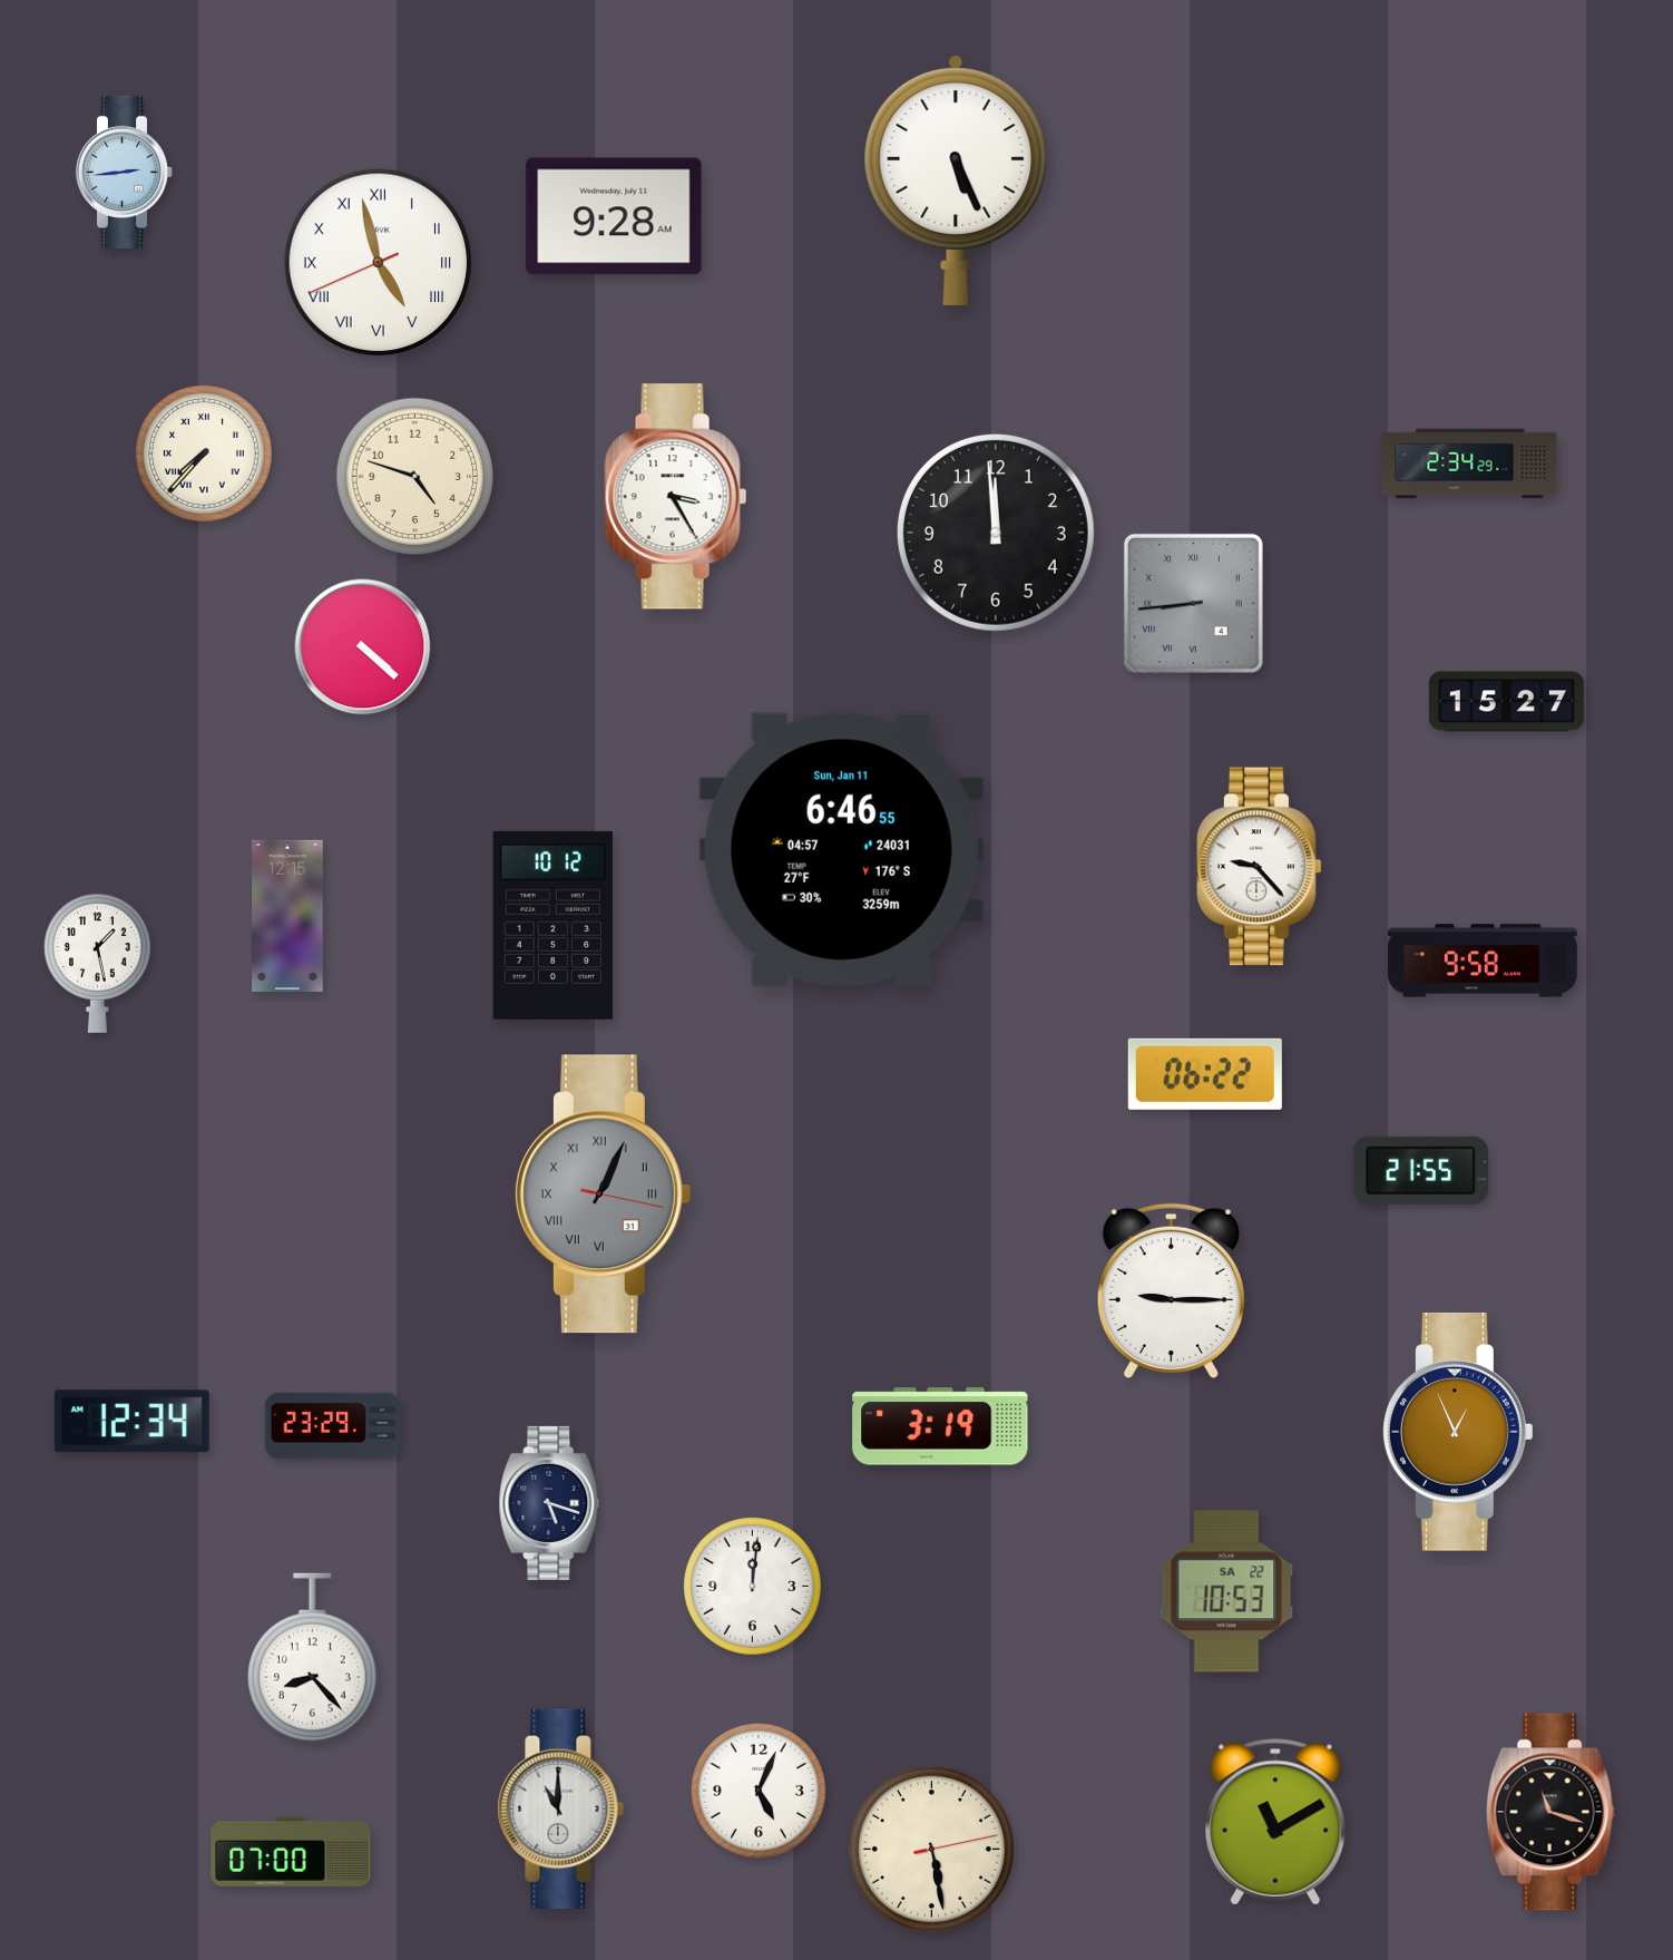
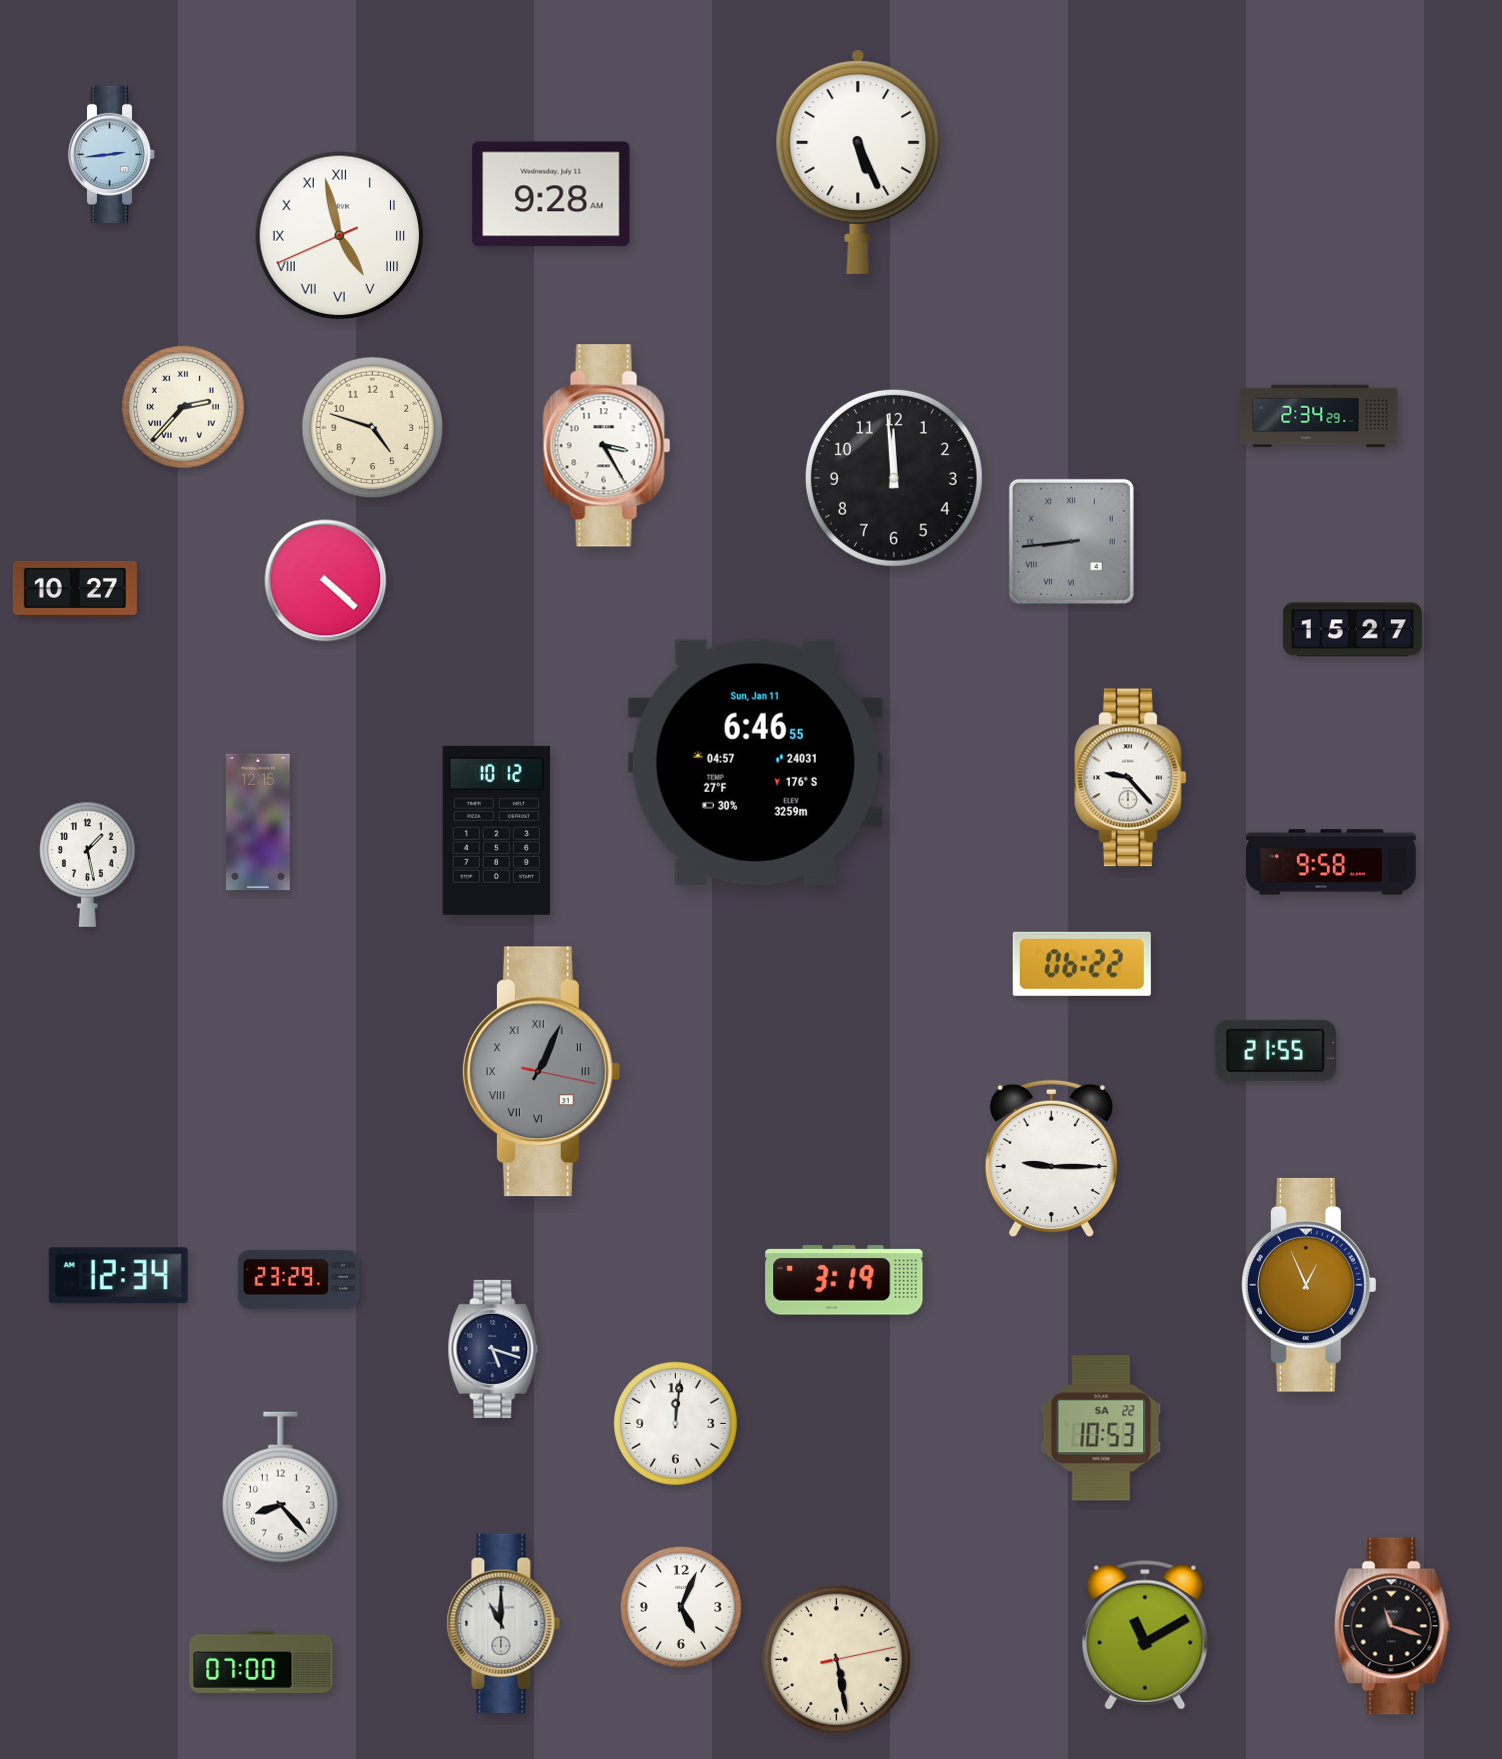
clock at (204, 454): 7:37 -> 2:37
clock at (75, 589): none -> 10:27
